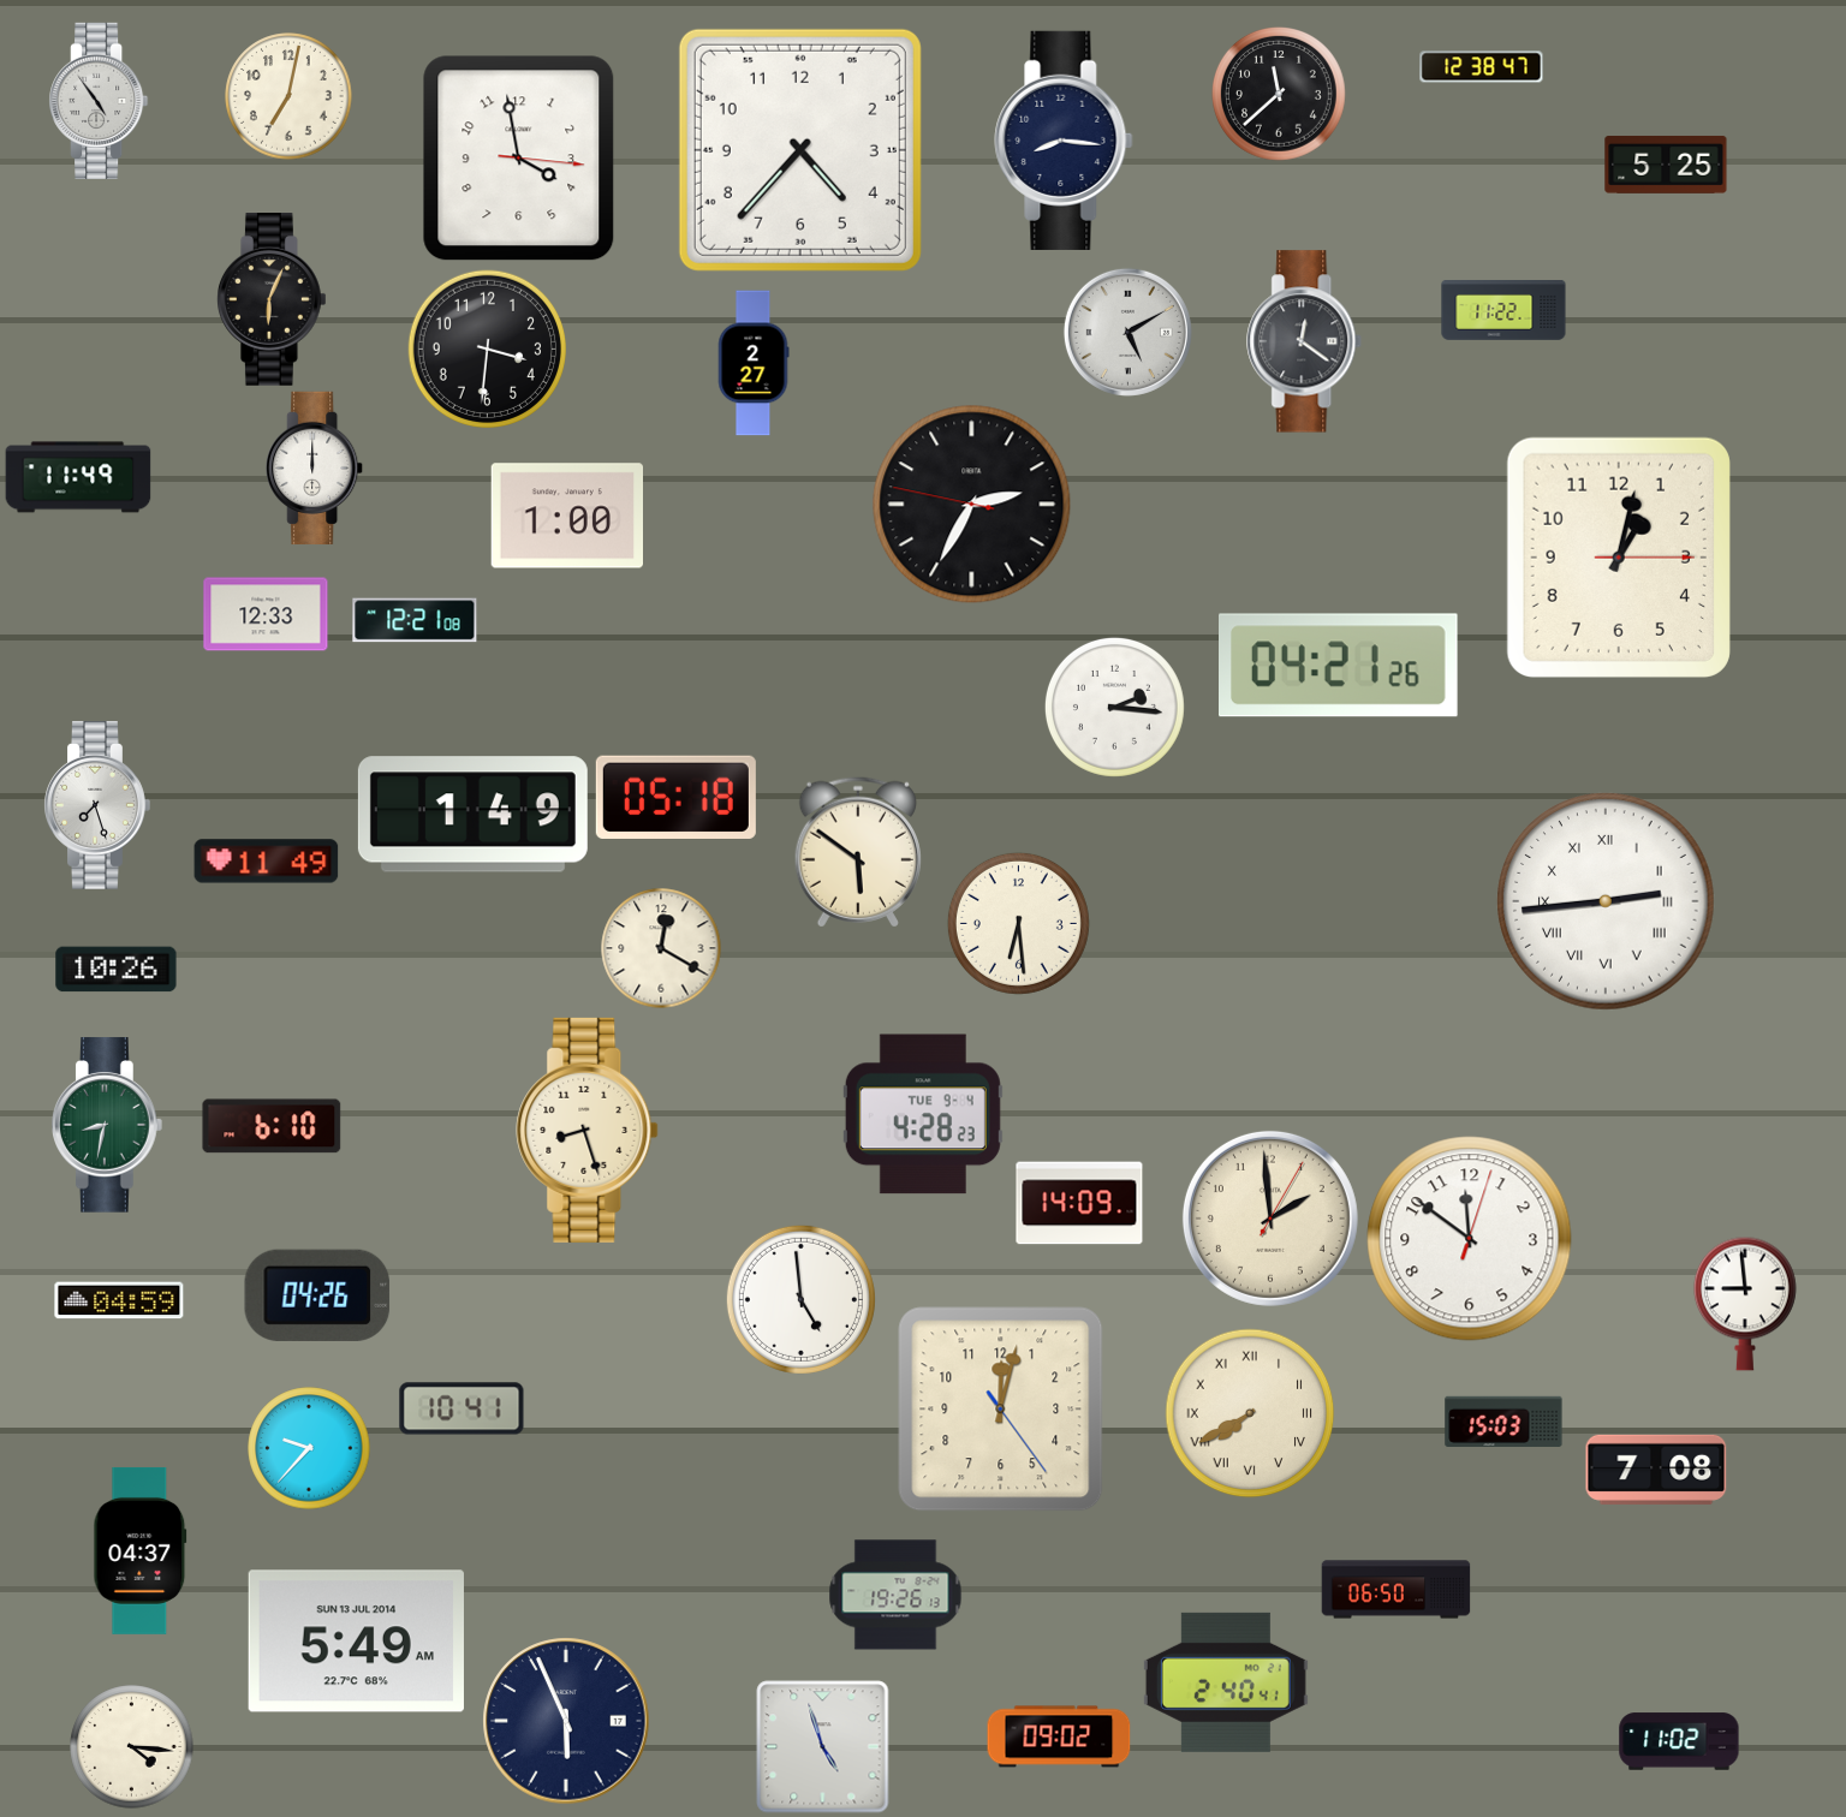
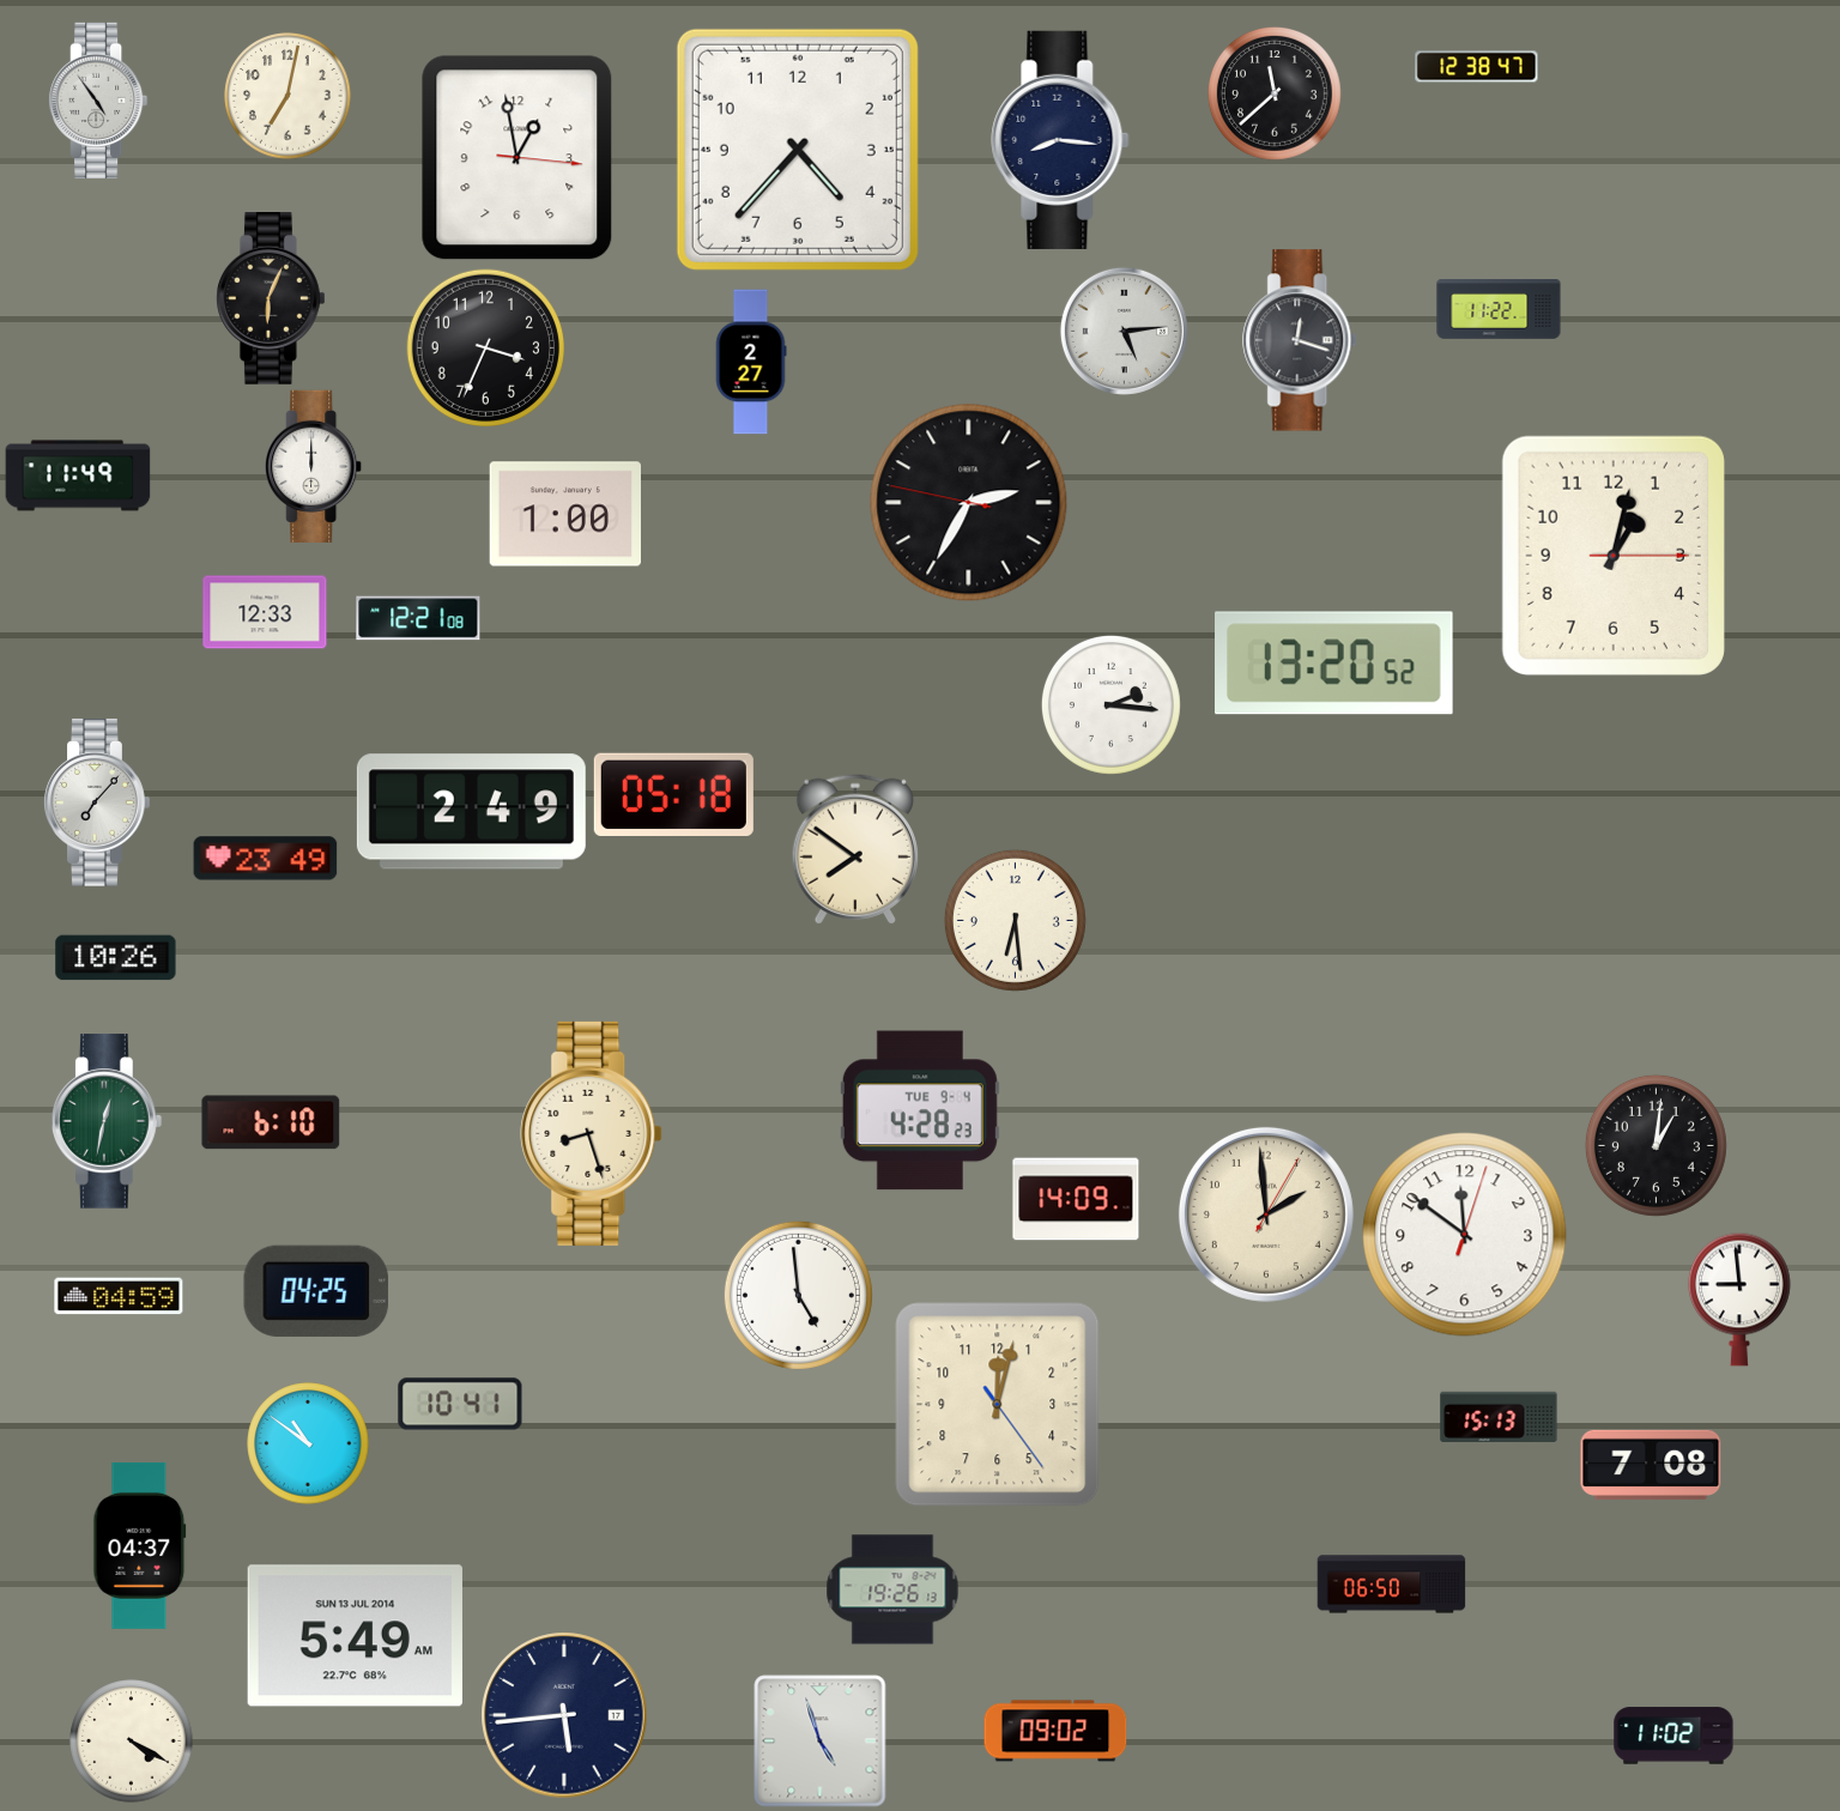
clock at (519, 159): 3:58 -> 12:58
clock at (1666, 165): 5:25 -> none
clock at (1127, 332): 5:10 -> 5:14
clock at (1305, 341): 12:21 -> 12:18
clock at (487, 348): 3:31 -> 3:34
clock at (415, 620) position: (415, 620) -> (418, 618)
clock at (1339, 666): 04:21 -> 13:20
clock at (97, 805): 7:27 -> 7:07
clock at (472, 815): 1:49 -> 2:49
clock at (858, 852): 5:51 -> 7:51
clock at (267, 862): 11:49 -> 23:49
clock at (1606, 901): 2:44 -> none
clock at (661, 948): 12:20 -> none
clock at (117, 970) position: (117, 970) -> (116, 958)
clock at (108, 1125): 8:32 -> 12:32
clock at (588, 1130) position: (588, 1130) -> (592, 1133)
clock at (1656, 1145): none -> 1:01
clock at (317, 1295): 04:26 -> 04:25
clock at (1250, 1413): 7:40 -> none
clock at (1503, 1422): 15:03 -> 15:13
clock at (309, 1448): 9:37 -> 10:51
clock at (1226, 1682): 2:40 -> none
clock at (566, 1721): 5:56 -> 5:44
clock at (132, 1747): 4:16 -> 4:20
